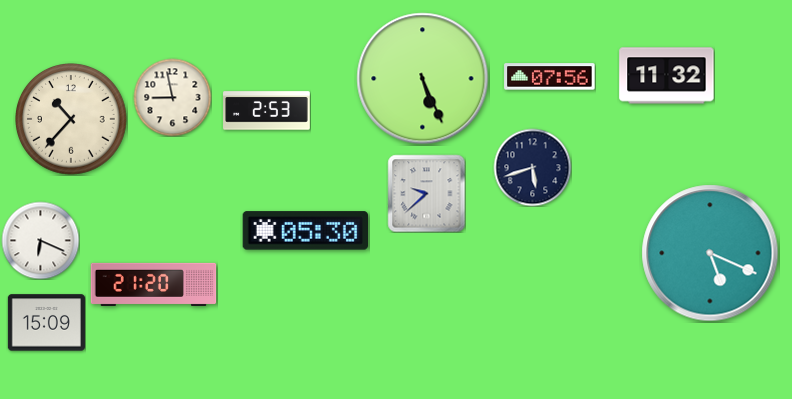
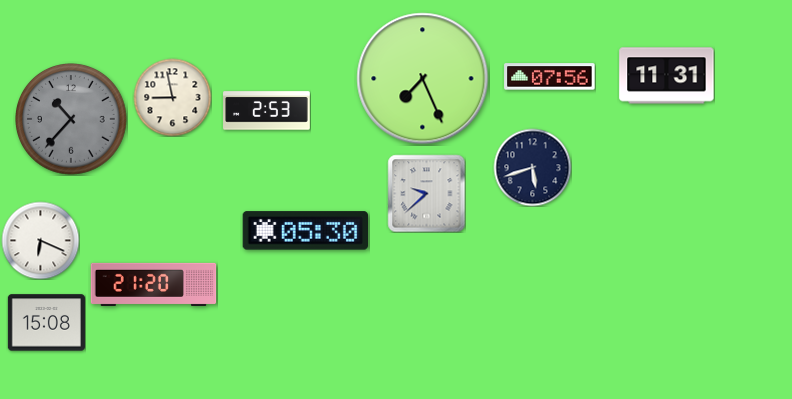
clock at (667, 76): 11:32 -> 11:31
clock at (423, 79): 5:26 -> 7:26
clock at (72, 120) dial: cream -> grey
clock at (710, 253): 5:19 -> none
clock at (46, 323): 15:09 -> 15:08
